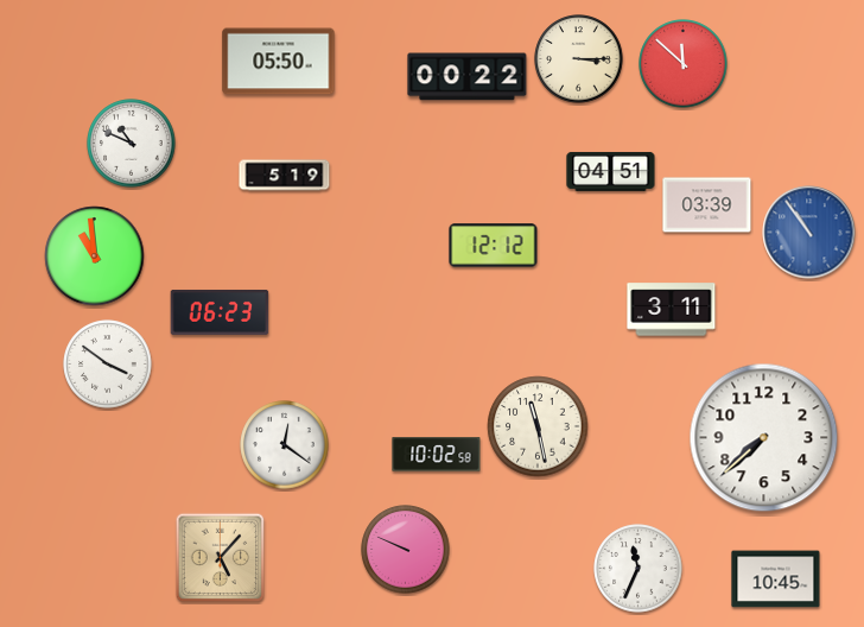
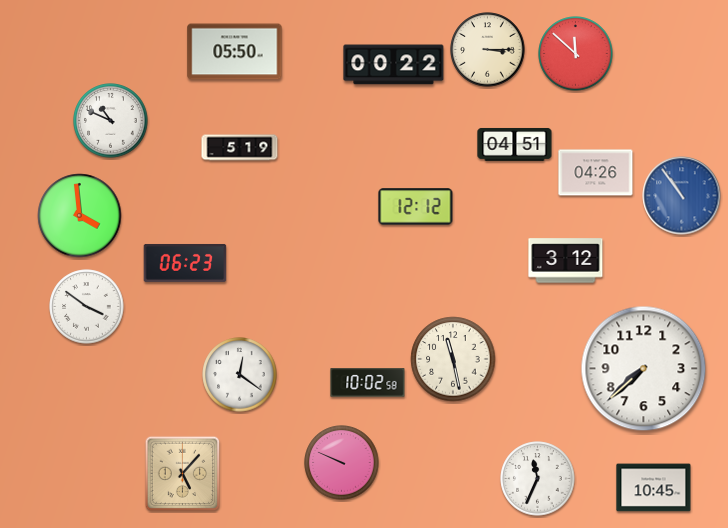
clock at (707, 205): 03:39 -> 04:26
clock at (95, 256): 10:59 -> 3:59
clock at (672, 310): 3:11 -> 3:12
clock at (108, 365) position: (108, 365) -> (87, 307)
clock at (221, 558) position: (221, 558) -> (183, 474)
